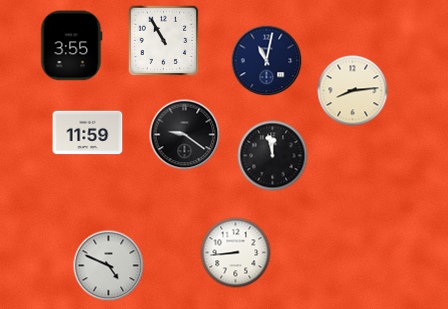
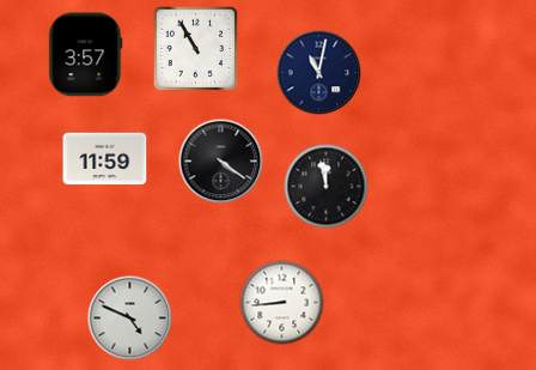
clock at (72, 46): 3:55 -> 3:57
clock at (353, 91): 8:14 -> none
clock at (185, 135): 9:21 -> 4:21
